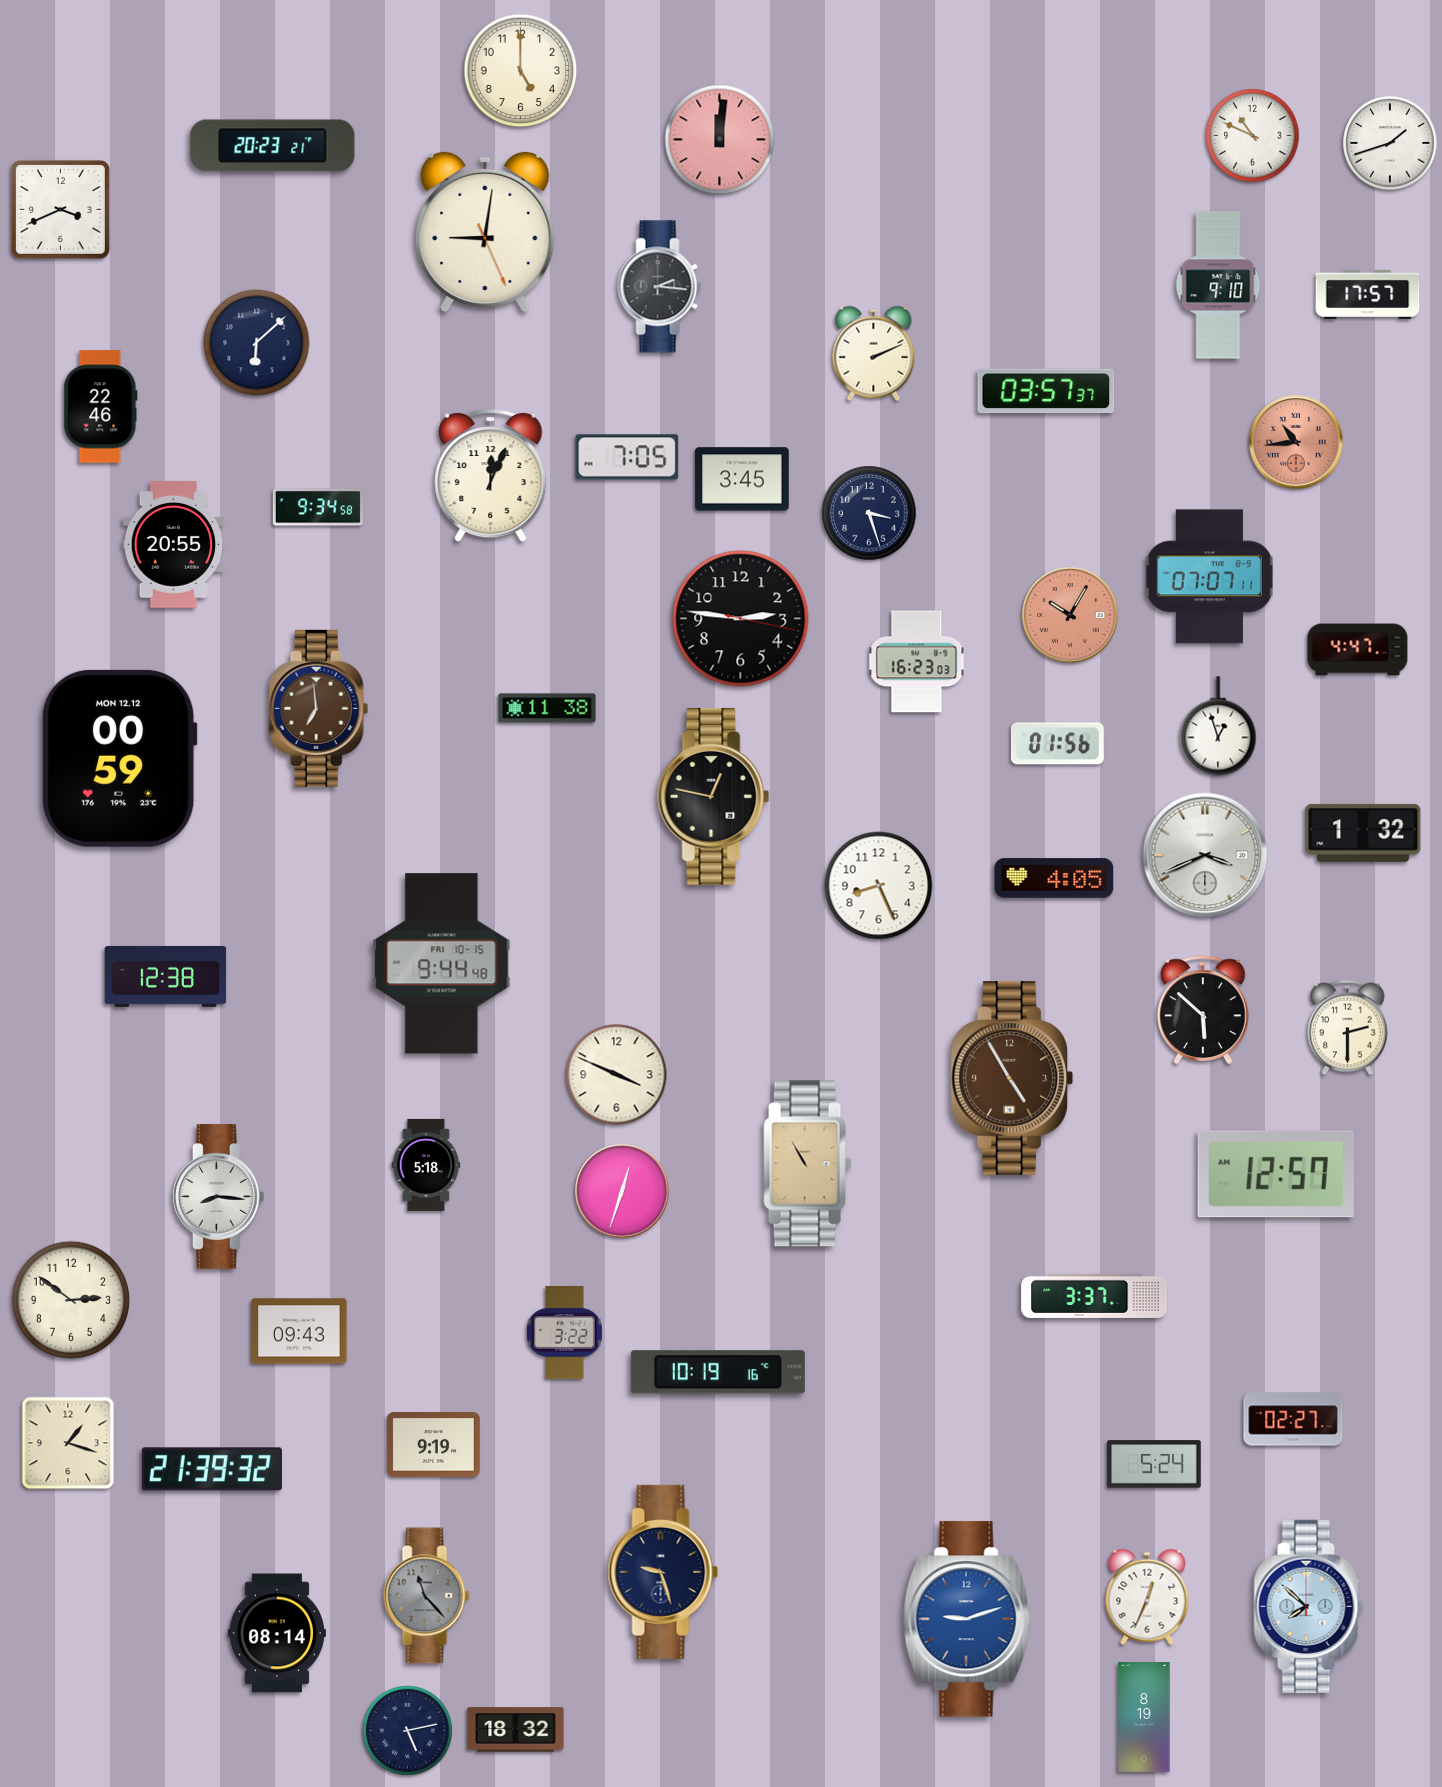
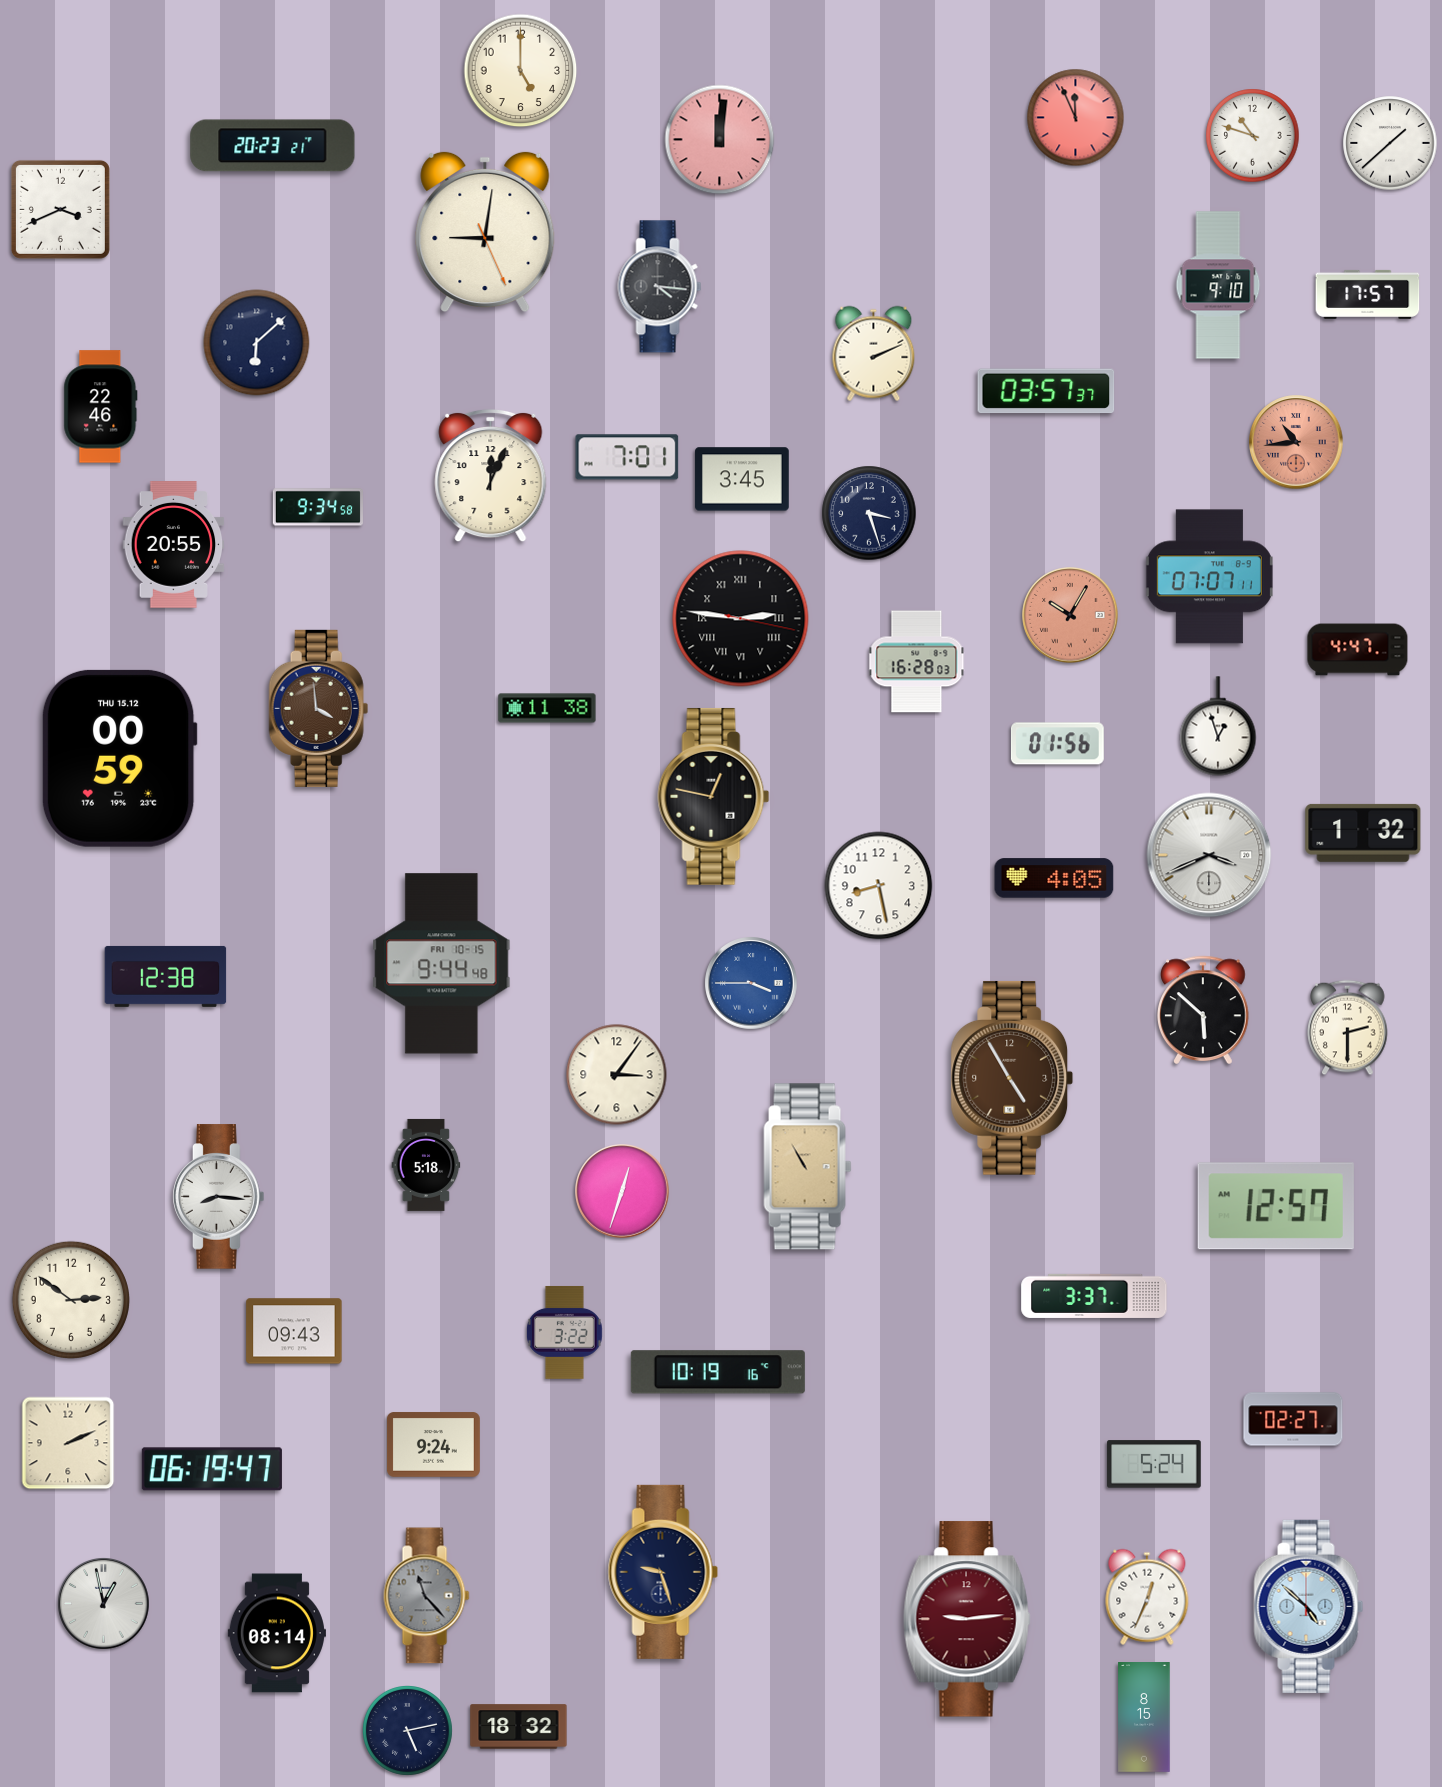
clock at (1076, 118): none -> 11:56
clock at (1253, 136): 10:49 -> 10:48
clock at (1390, 143): 1:42 -> 1:38
clock at (660, 287): 2:16 -> 4:16
clock at (627, 457): 7:05 -> 7:01
clock at (741, 619) numerals: Arabic -> Roman
clock at (917, 662): 16:23 -> 16:28
clock at (319, 708): 6:59 -> 3:59
clock at (119, 758) date: MON 12.12 -> THU 15.12
clock at (1205, 855) position: (1205, 855) -> (1209, 855)
clock at (879, 886): 8:26 -> 8:28
clock at (751, 983): none -> 3:45
clock at (617, 1075): 3:49 -> 3:06
clock at (808, 1164) position: (808, 1164) -> (808, 1167)
clock at (1276, 1174) position: (1276, 1174) -> (1276, 1206)
clock at (299, 1331) position: (299, 1331) -> (294, 1331)
clock at (68, 1443): 1:18 -> 2:11
clock at (433, 1445): 9:19 -> 9:24
clock at (212, 1469): 21:39 -> 06:19
clock at (104, 1604): none -> 12:58
clock at (1309, 1606): 7:52 -> 4:52
clock at (967, 1619): 9:12 -> 9:14
clock at (967, 1619) dial: blue -> burgundy
clock at (1144, 1717): 8:19 -> 8:15
clock at (516, 1730) position: (516, 1730) -> (519, 1727)
